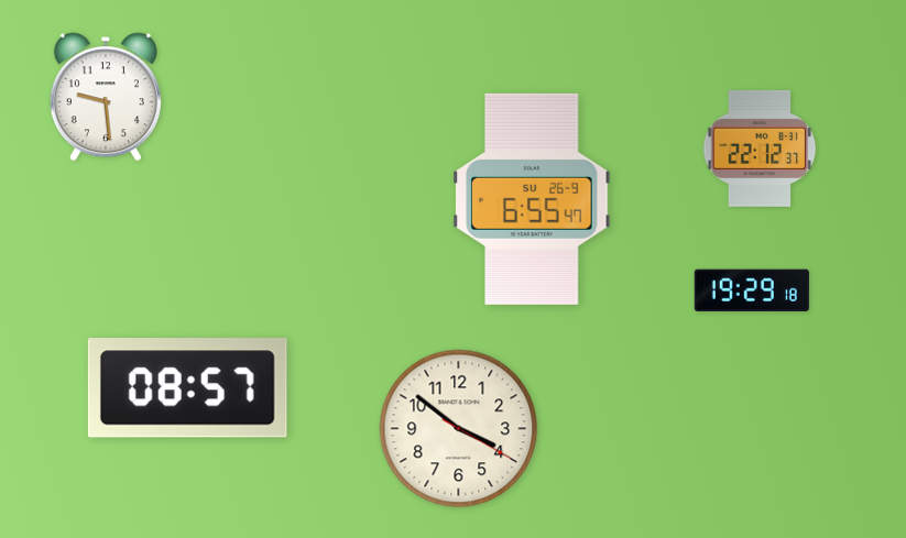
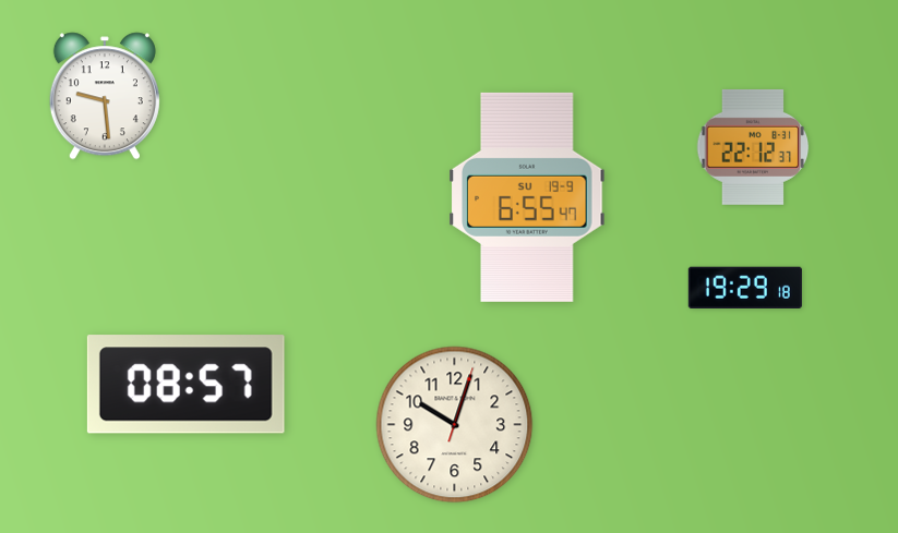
clock at (532, 199) date: SU 26-9 -> SU 19-9
clock at (459, 429): 3:51 -> 10:03
